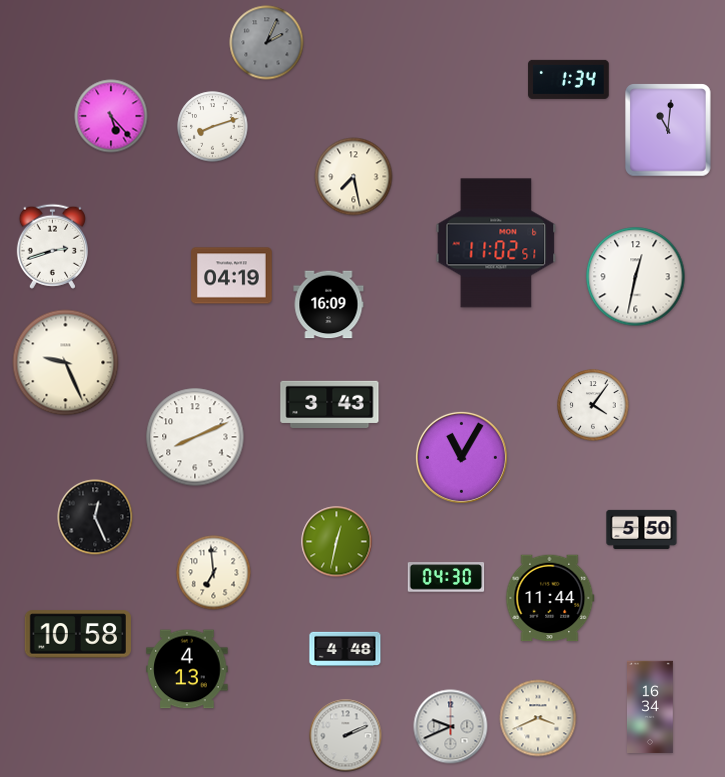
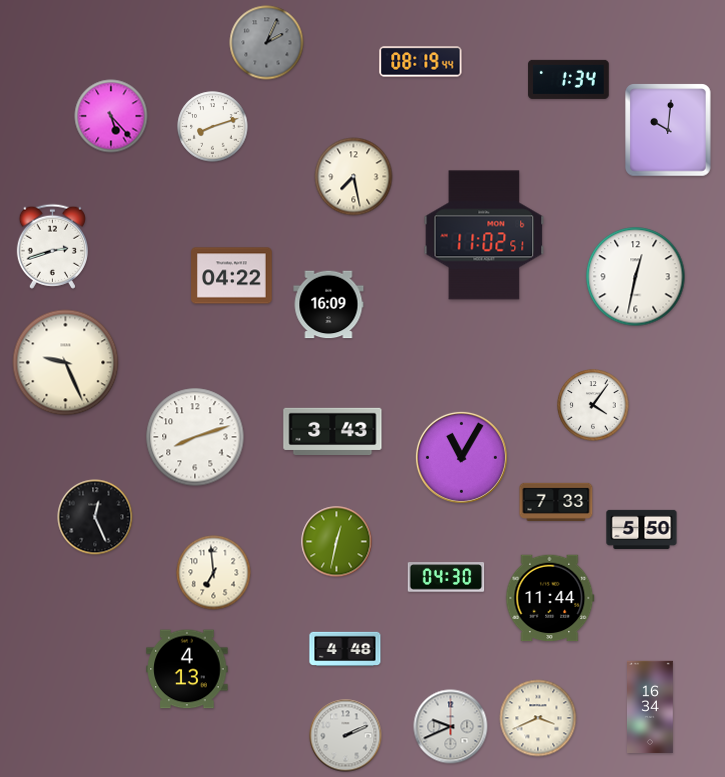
clock at (421, 62): none -> 08:19
clock at (668, 130): 11:01 -> 10:01
clock at (496, 243) position: (496, 243) -> (484, 235)
clock at (232, 276): 04:19 -> 04:22
clock at (330, 404) position: (330, 404) -> (333, 431)
clock at (195, 437): 8:11 -> 8:12
clock at (556, 502): none -> 7:33
clock at (78, 634): 10:58 -> none
